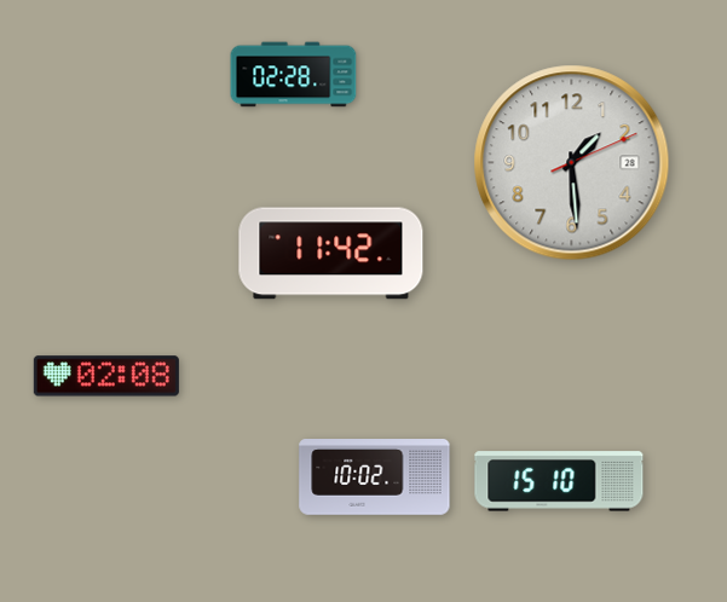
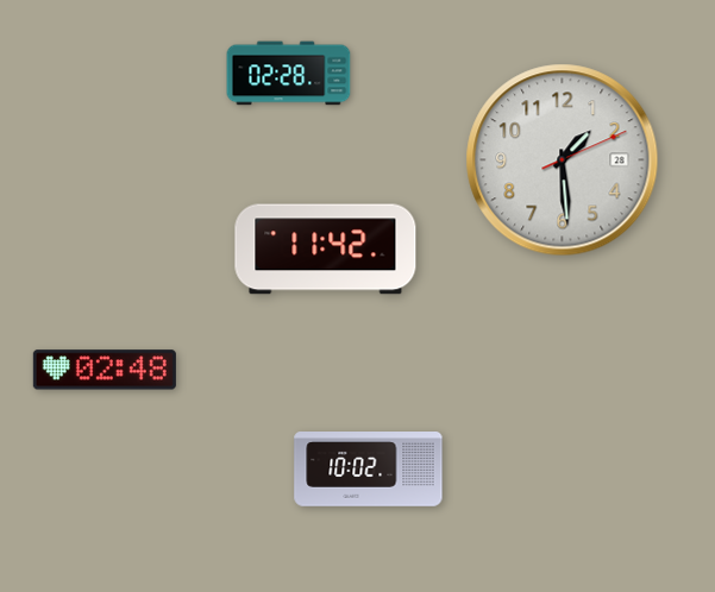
clock at (106, 376): 02:08 -> 02:48
clock at (559, 481): 15:10 -> none
